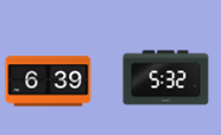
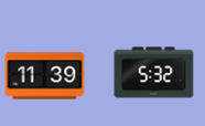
clock at (49, 82): 6:39 -> 11:39
